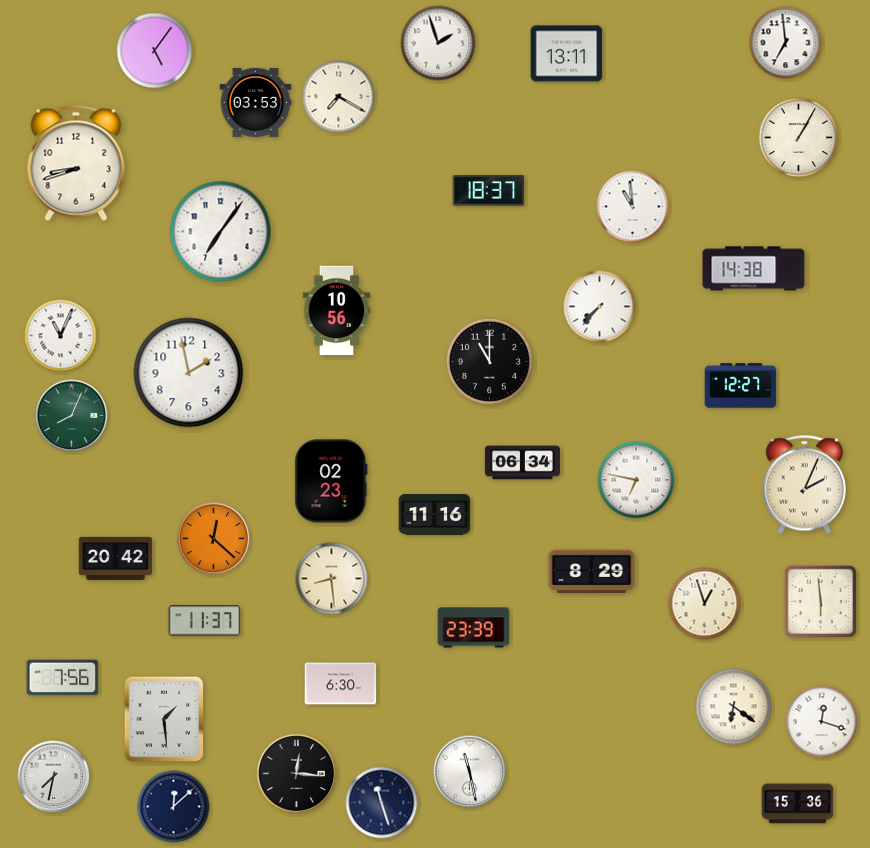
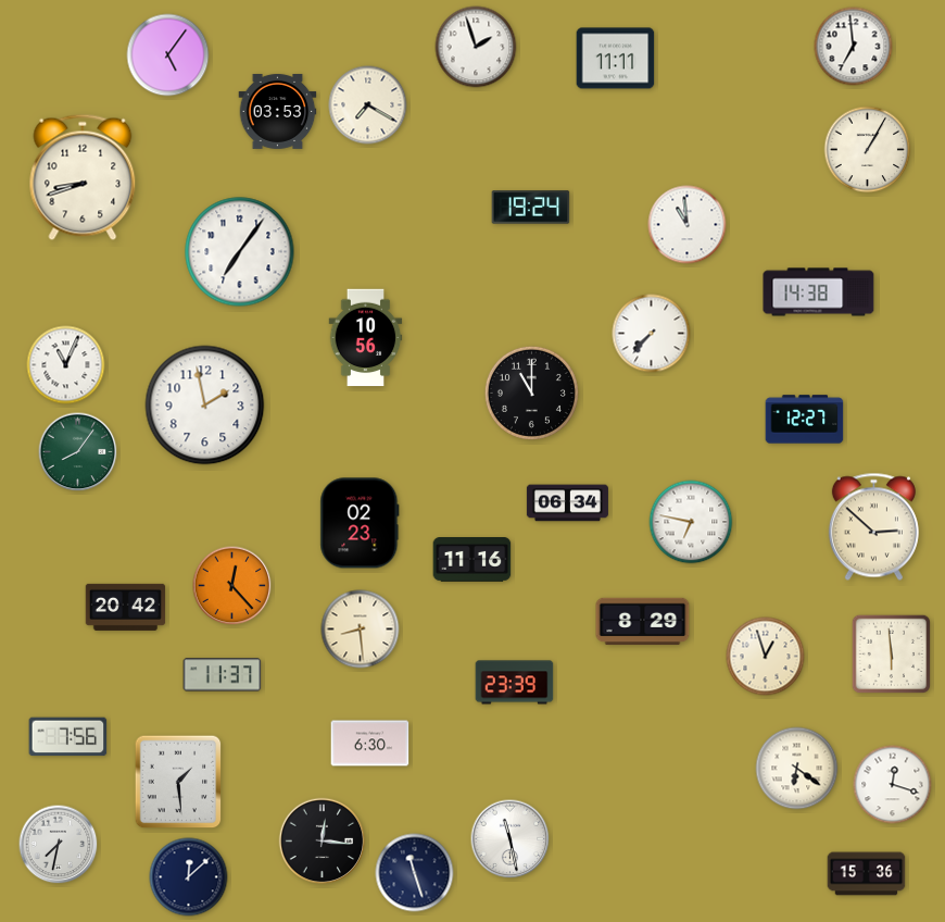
clock at (567, 54): 13:11 -> 11:11
clock at (489, 191): 18:37 -> 19:24
clock at (72, 416): 8:04 -> 8:06
clock at (804, 485): 2:04 -> 2:52
clock at (214, 539): 12:22 -> 12:23
